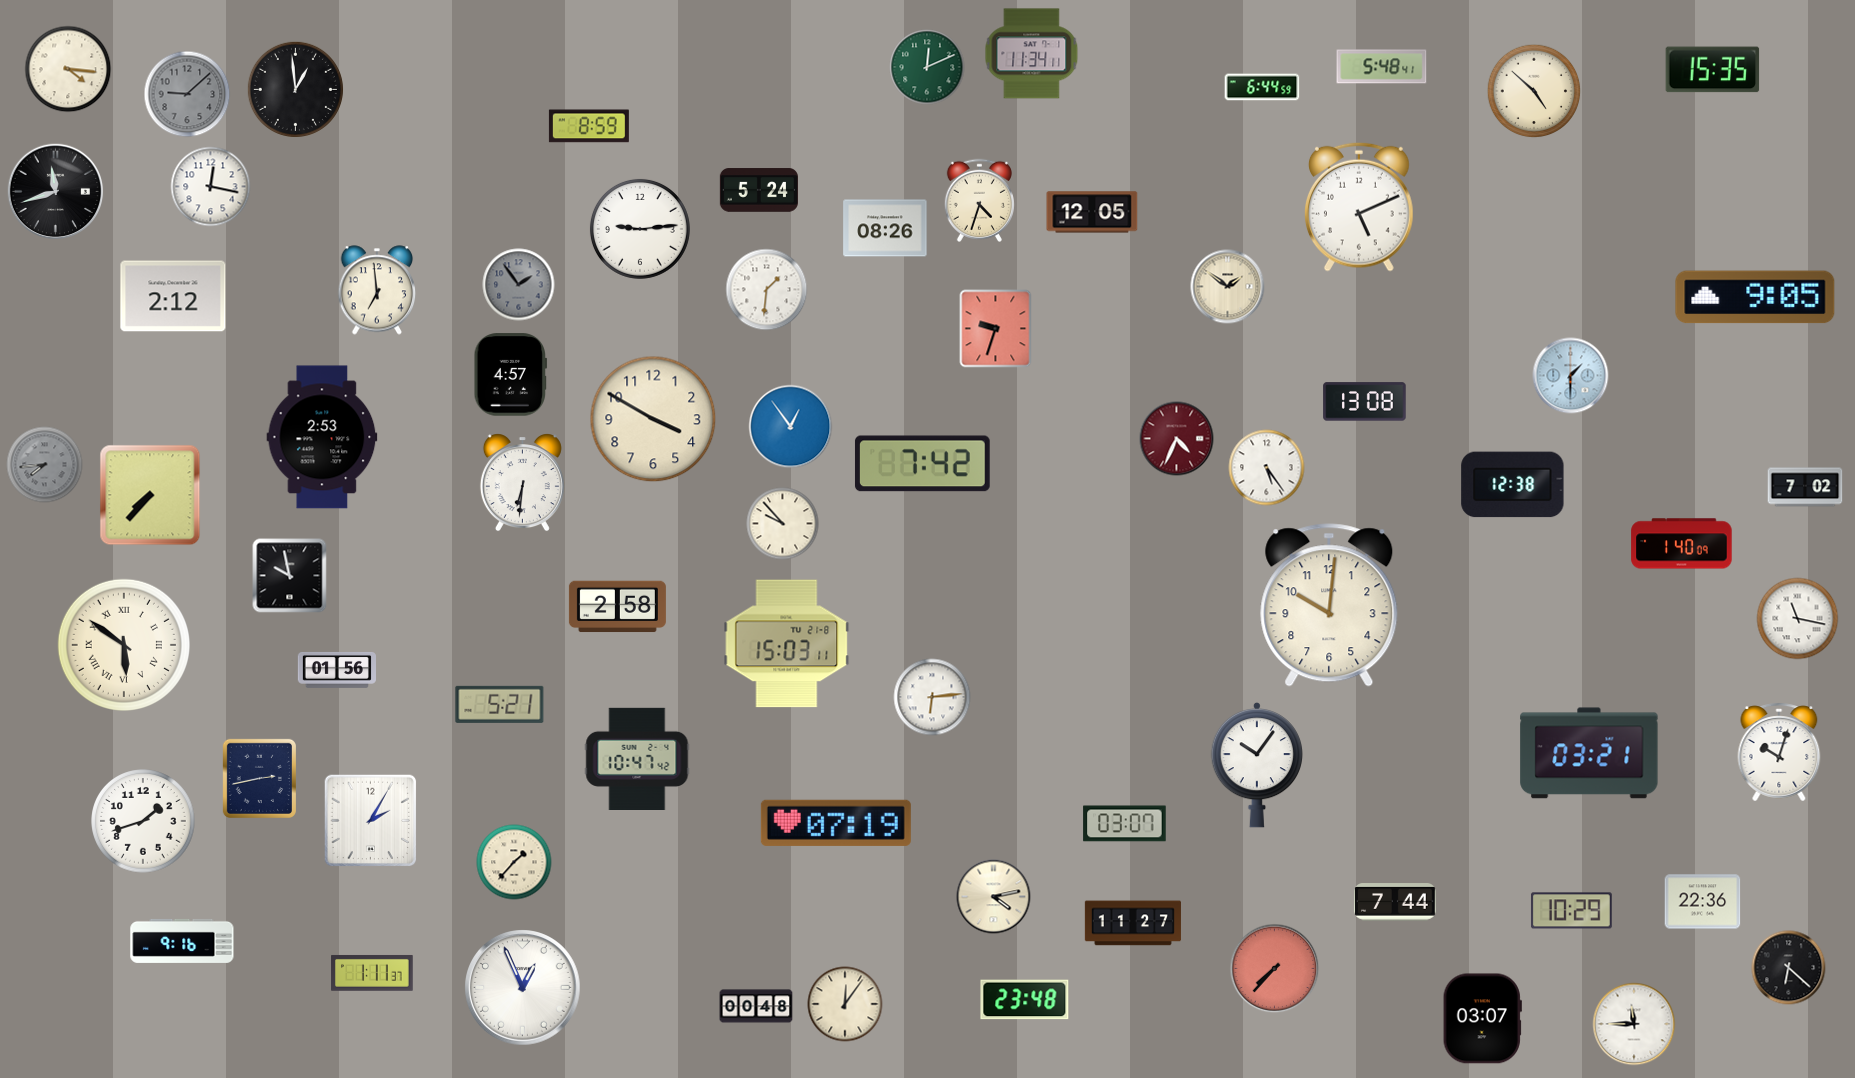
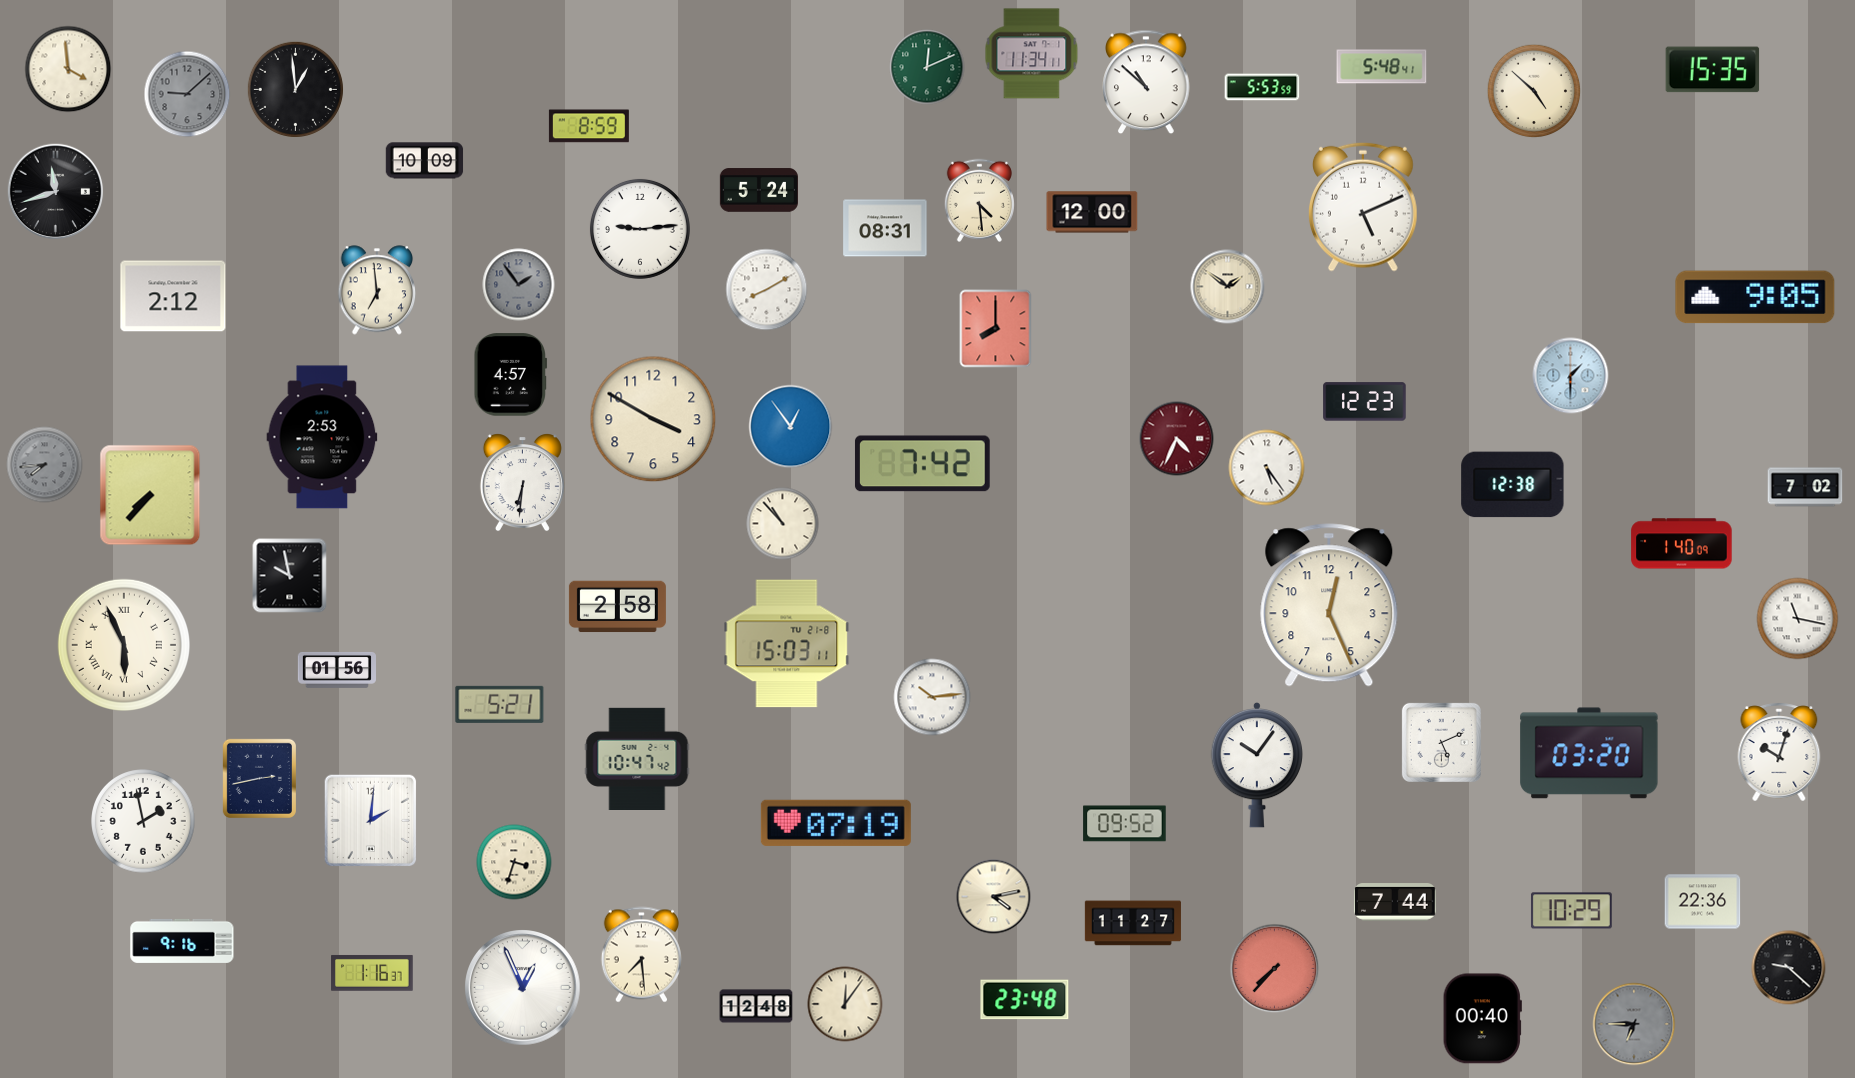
clock at (68, 69): 4:16 -> 3:59
clock at (1146, 82): none -> 10:52
clock at (1262, 87): 6:44 -> 5:53
clock at (425, 161): none -> 10:09
clock at (211, 187): 12:17 -> none
clock at (979, 200): 4:33 -> 4:29
clock at (1359, 207) position: (1359, 207) -> (1363, 207)
clock at (1092, 212): 12:05 -> 12:00
clock at (885, 228): 08:26 -> 08:31
clock at (767, 290): 1:31 -> 8:10
clock at (996, 329): 9:33 -> 8:00
clock at (1365, 402): 13:08 -> 12:23
clock at (783, 524): 9:53 -> 10:53
clock at (1329, 605): 10:01 -> 12:26
clock at (124, 645): 5:51 -> 5:56
clock at (932, 697): 6:14 -> 10:14
clock at (1441, 742): none -> 5:11
clock at (1589, 753): 03:21 -> 03:20
clock at (143, 821): 1:42 -> 1:58
clock at (371, 821): 2:05 -> 2:01
clock at (1125, 824): 03:07 -> 09:52
clock at (514, 862): 1:37 -> 3:33
clock at (641, 955): none -> 7:29
clock at (1789, 968): 6:22 -> 9:22
clock at (372, 973): 1:11 -> 1:16
clock at (756, 1006): 00:48 -> 12:48
clock at (1482, 1019): 03:07 -> 00:40
clock at (1634, 1024): 11:45 -> 6:45
clock at (1634, 1024) dial: white -> grey
